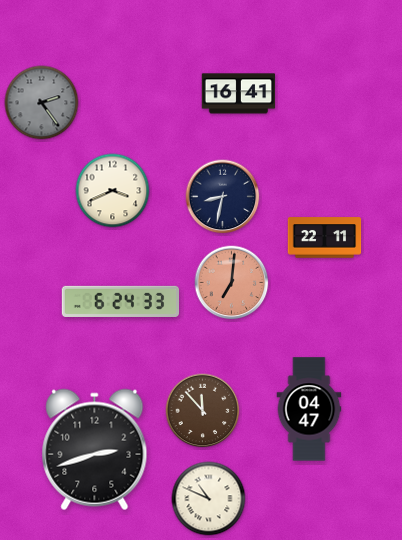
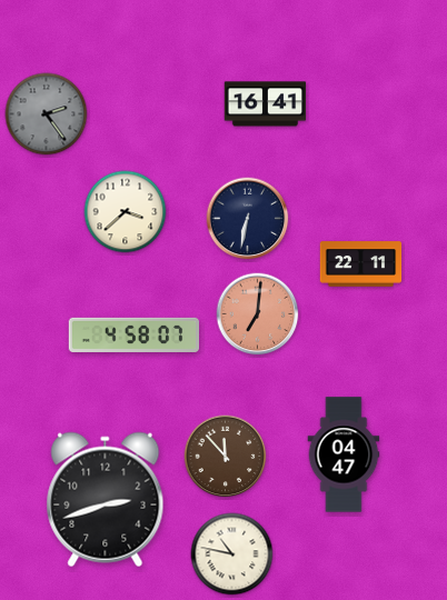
clock at (113, 191): 3:41 -> 3:38
clock at (223, 197): 8:32 -> 6:32
clock at (120, 301): 6:24 -> 4:58
clock at (209, 499): 10:49 -> 10:47
